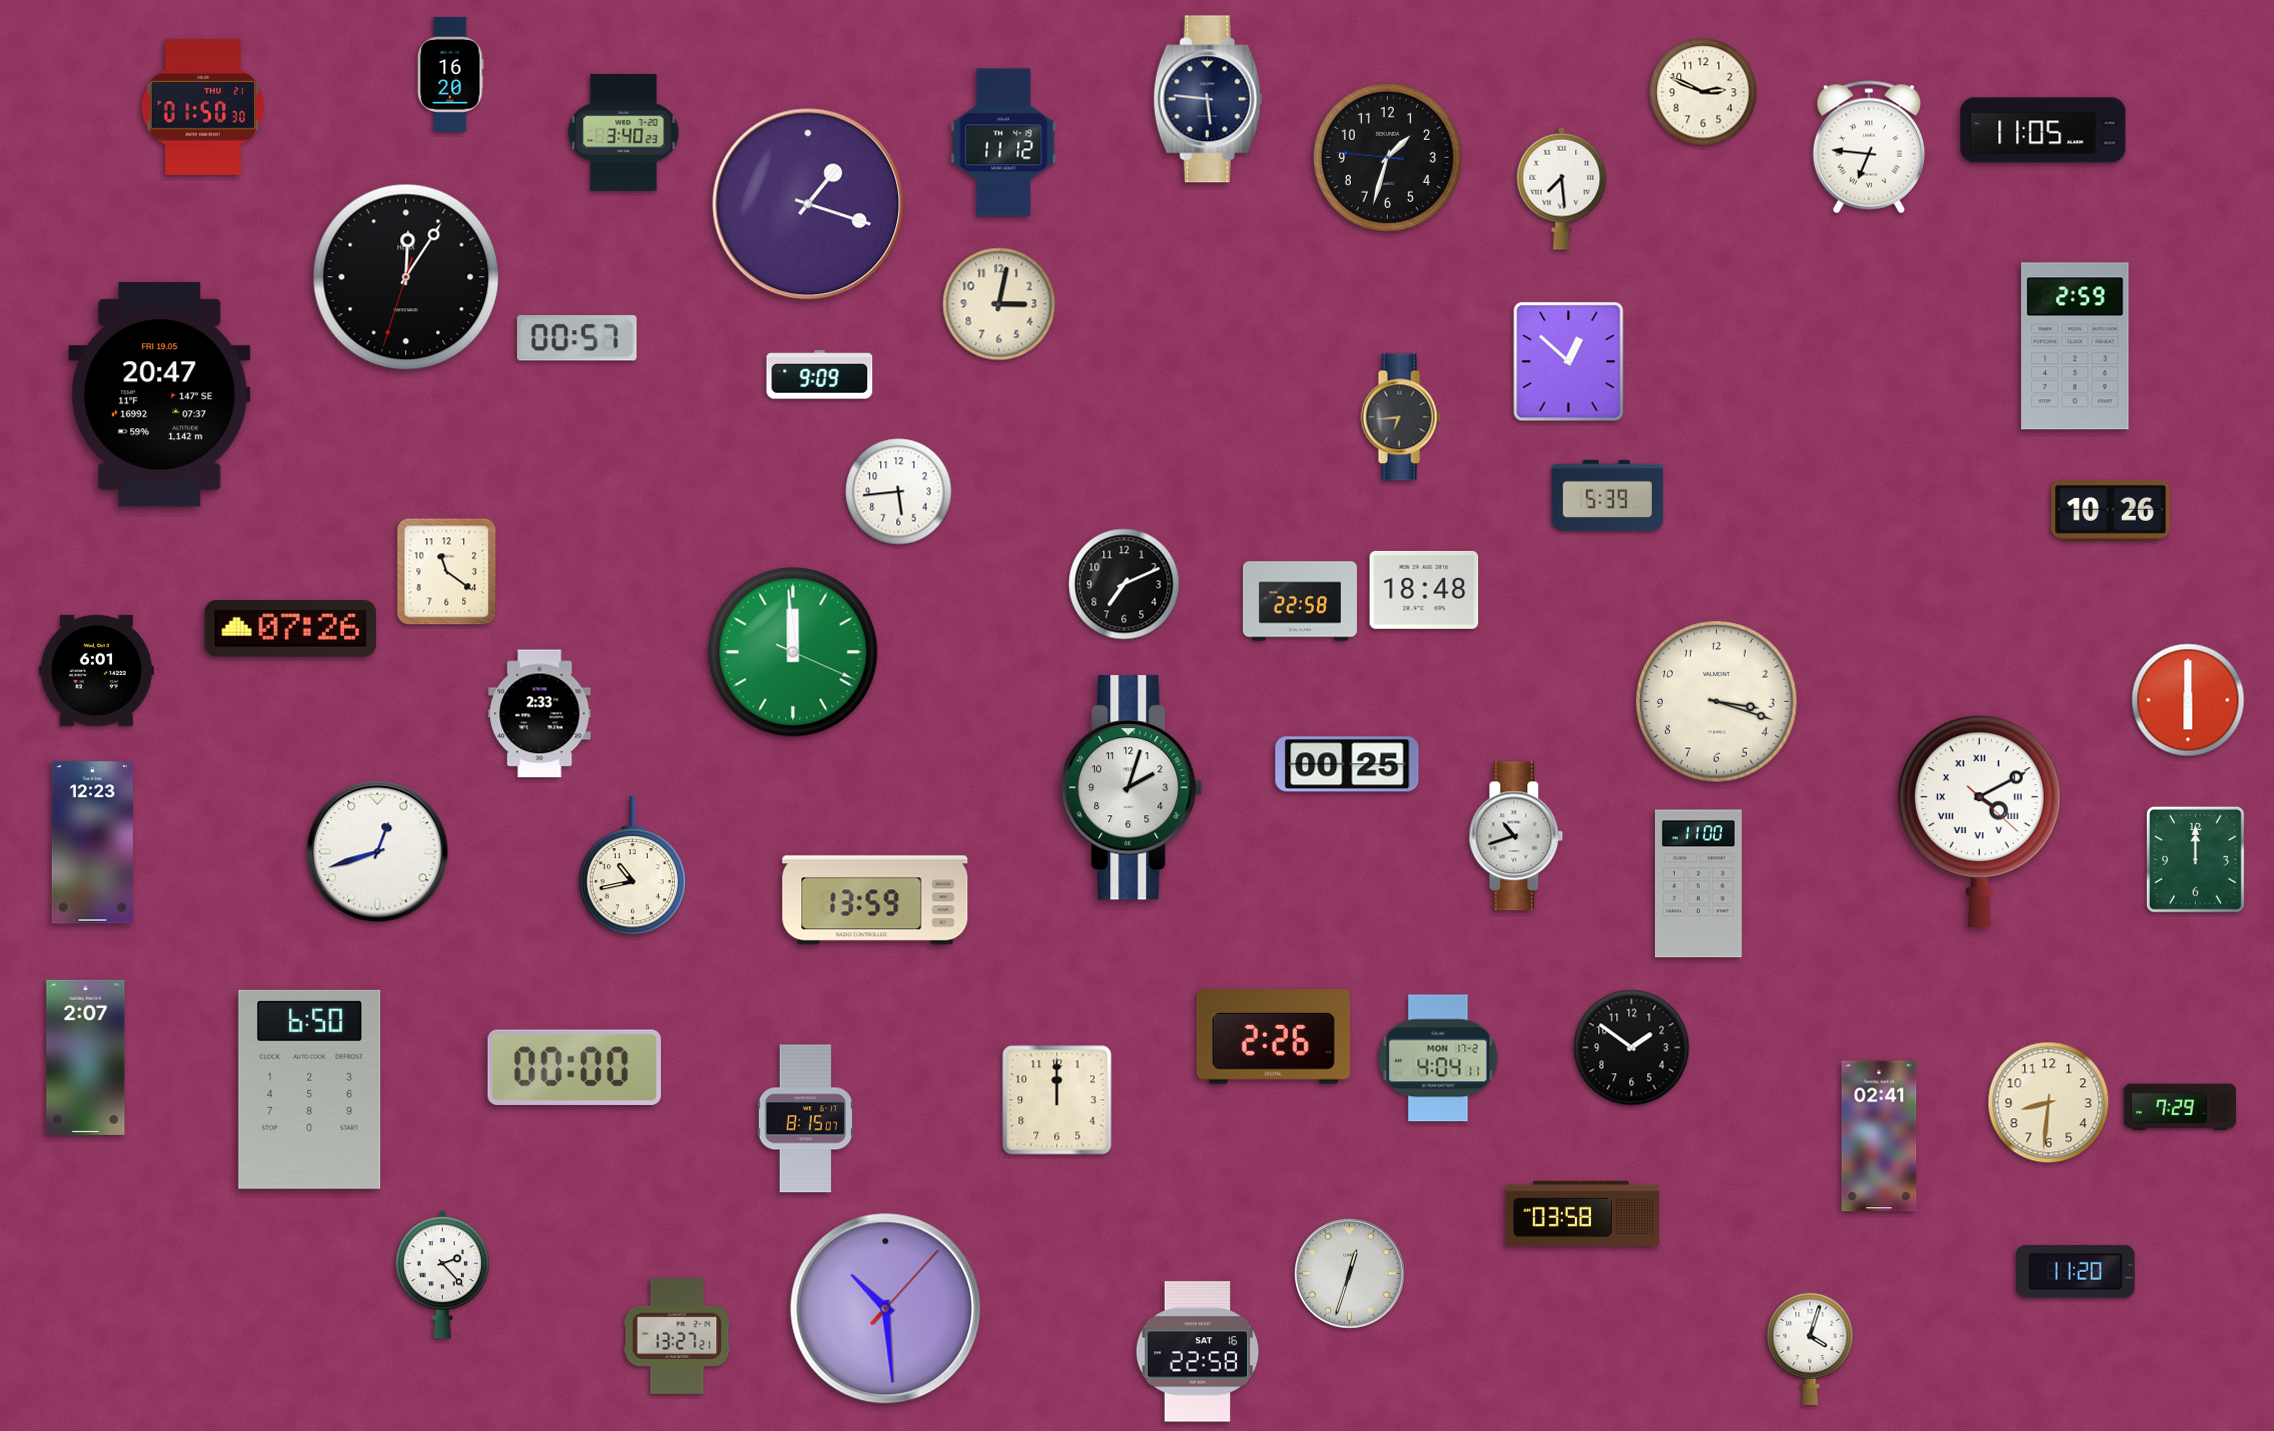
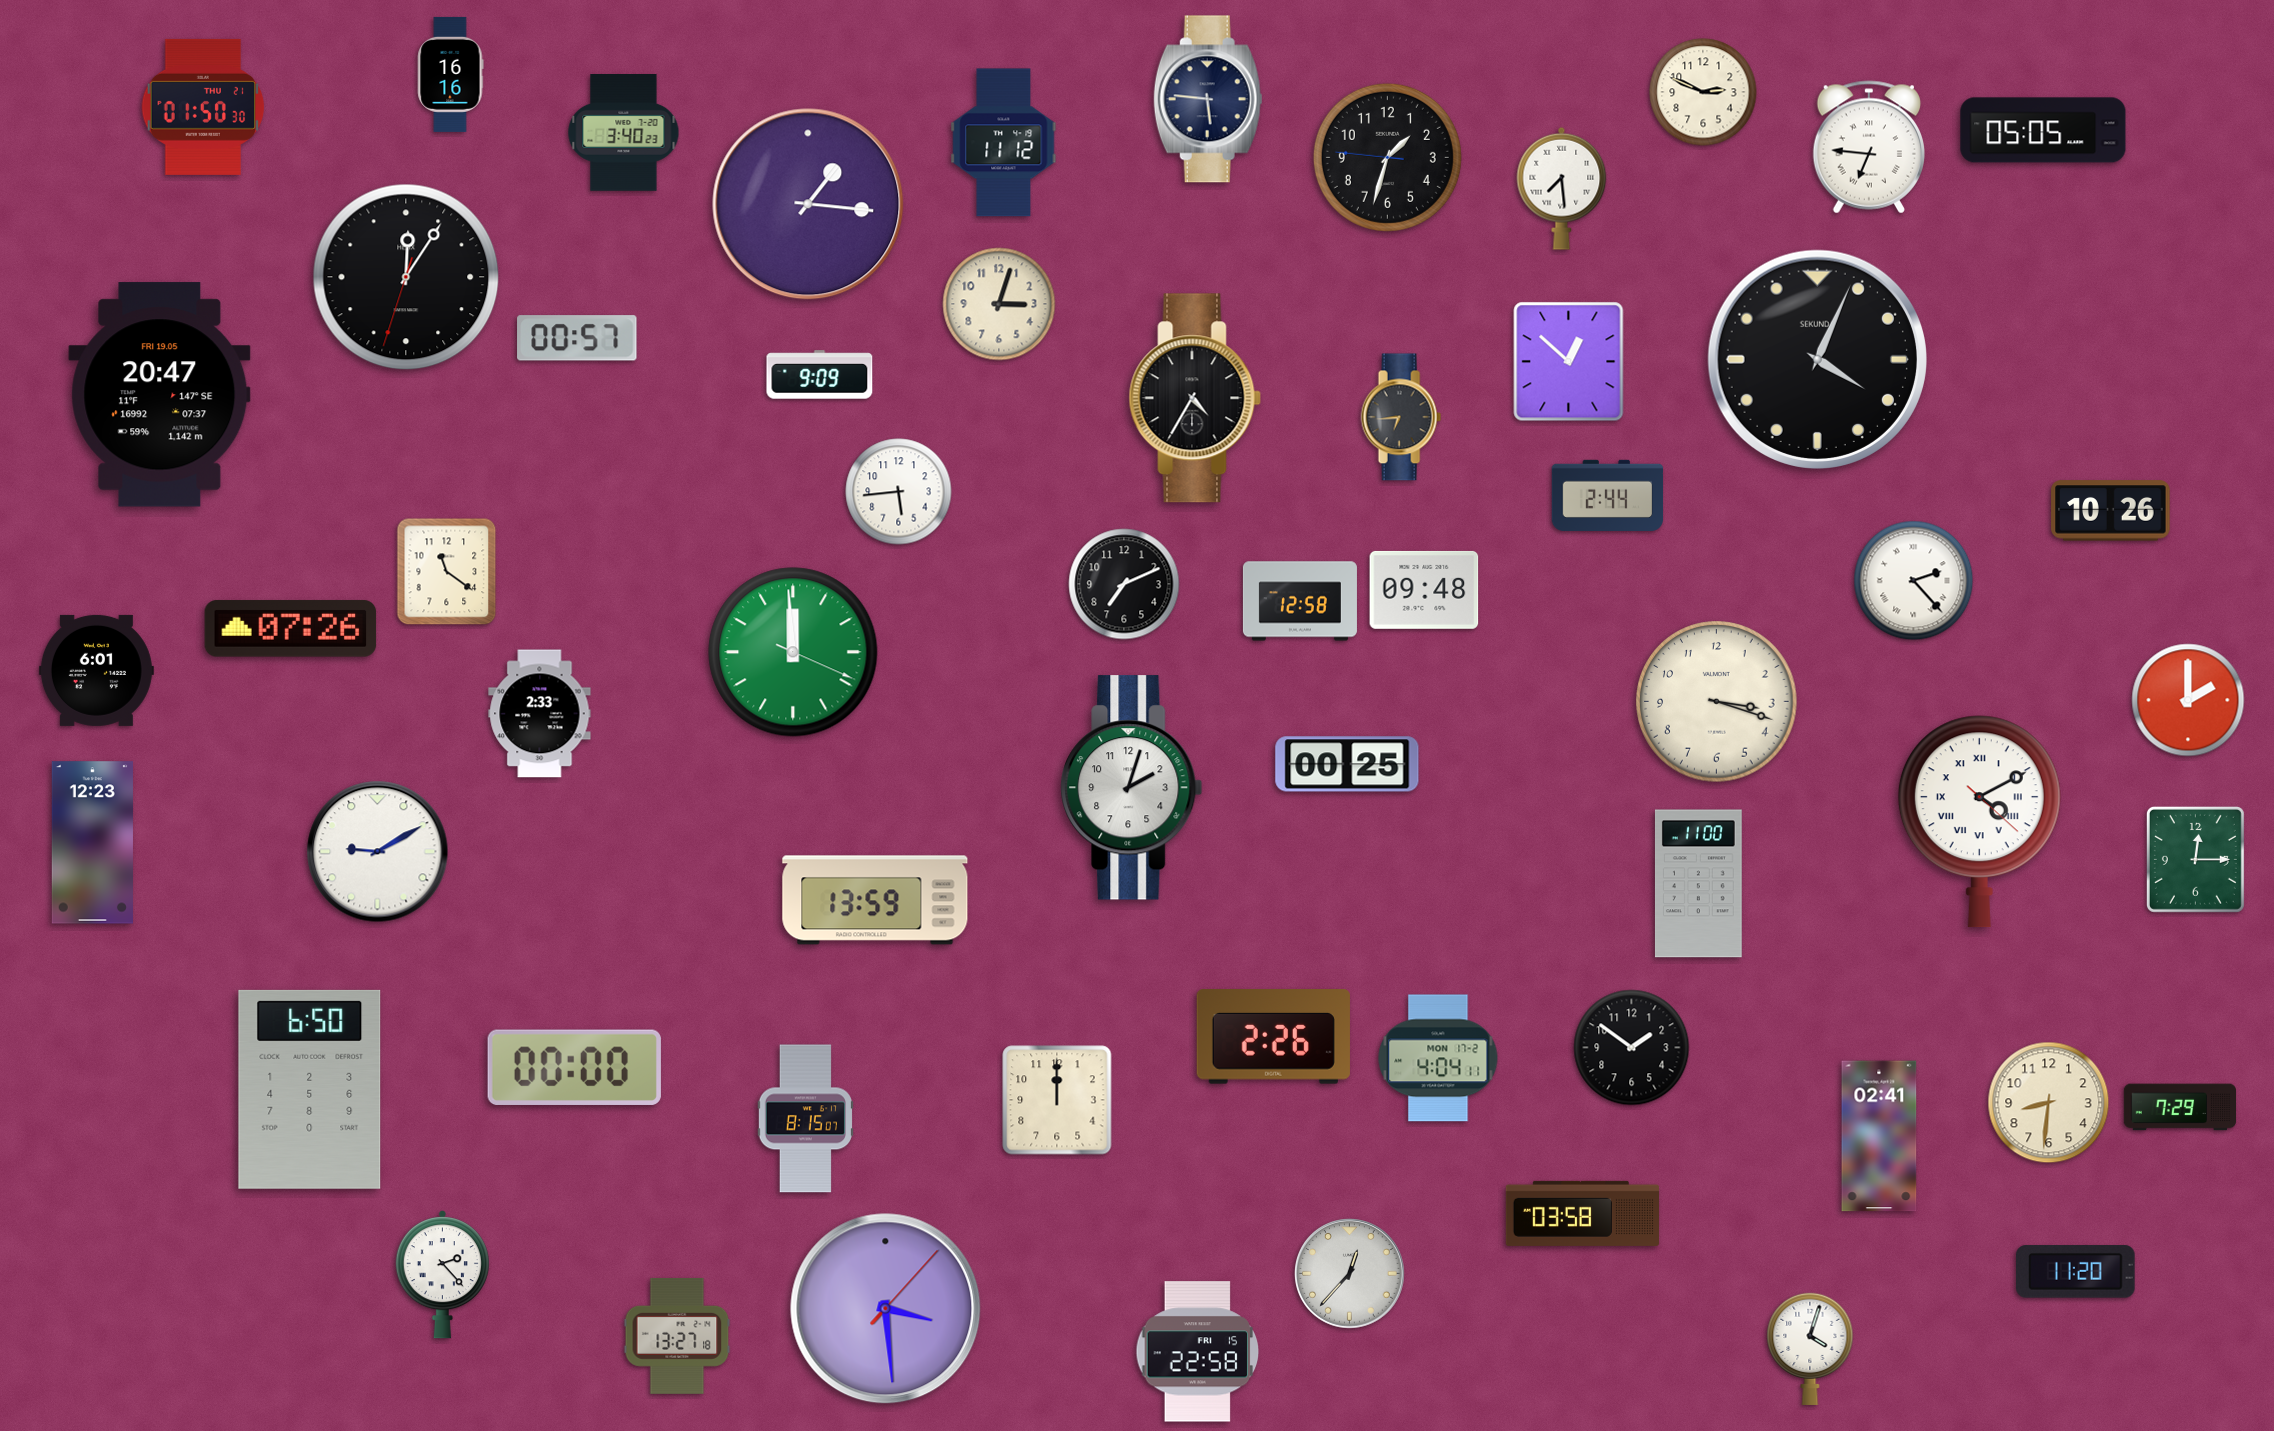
clock at (451, 74): 16:20 -> 16:16
clock at (2043, 130): 11:05 -> 05:05
clock at (808, 204): 1:18 -> 1:16
clock at (999, 304): 3:02 -> 3:03
clock at (2075, 346): 2:59 -> none
clock at (1817, 359): none -> 4:04
clock at (1195, 398): none -> 4:35
clock at (1608, 495): 5:39 -> 2:44
clock at (1914, 581): none -> 2:23
clock at (1424, 590): 18:48 -> 09:48
clock at (1300, 601): 22:58 -> 12:58
clock at (2188, 700): 6:00 -> 2:00
clock at (1516, 836): 10:42 -> none
clock at (378, 852): 12:42 -> 9:10
clock at (2195, 859): 12:00 -> 12:15
clock at (632, 866): 10:43 -> none
clock at (86, 1057): 2:07 -> none
clock at (1350, 1274): 12:33 -> 12:37
clock at (886, 1309): 10:29 -> 3:29
clock at (677, 1336): 13:27:21 -> 13:27:18
clock at (1198, 1352) date: SAT 16 -> FRI 15
